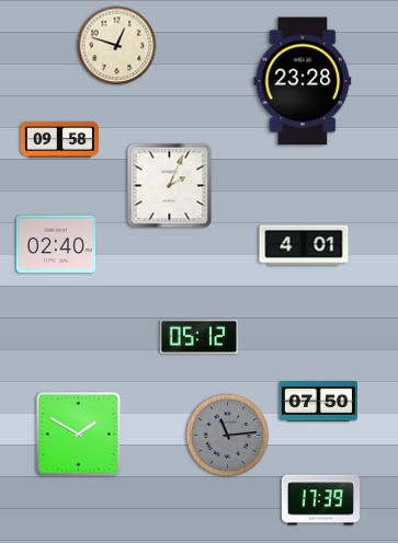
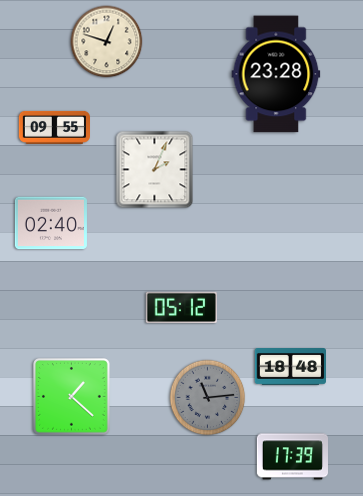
clock at (59, 139): 09:58 -> 09:55
clock at (304, 245): 4:01 -> none
clock at (318, 402): 07:50 -> 18:48
clock at (79, 435): 1:50 -> 1:22
